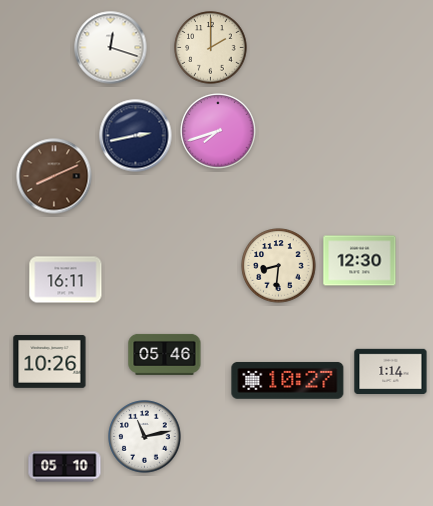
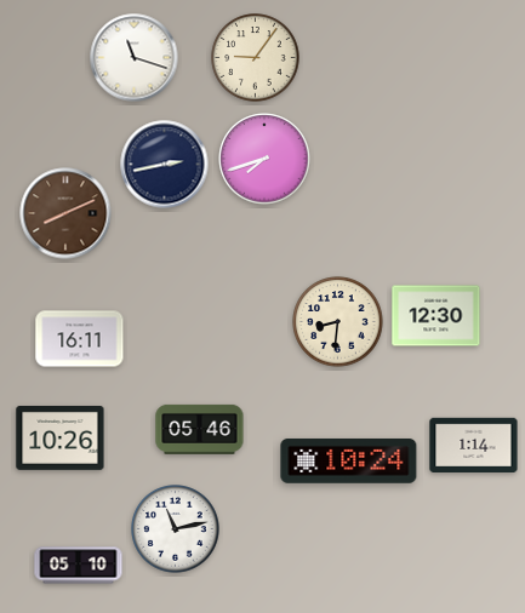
clock at (111, 48): 12:18 -> 11:18
clock at (211, 48): 2:00 -> 9:06
clock at (391, 371) position: (391, 371) -> (474, 445)
clock at (288, 380): 10:27 -> 10:24
